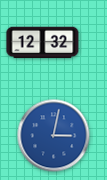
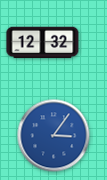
clock at (54, 136): 3:02 -> 3:06
